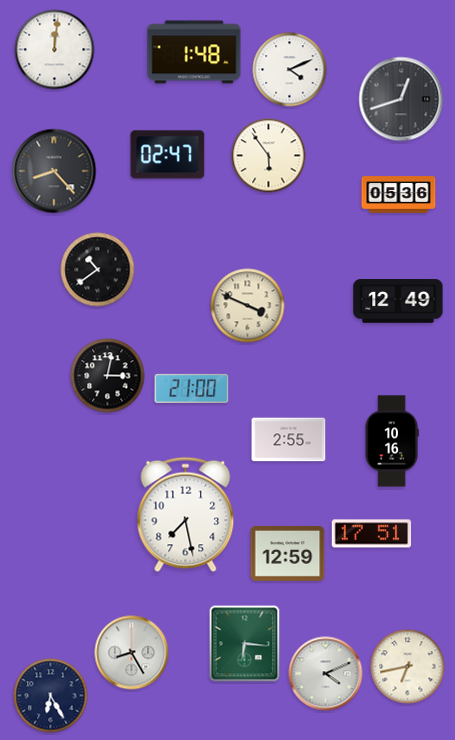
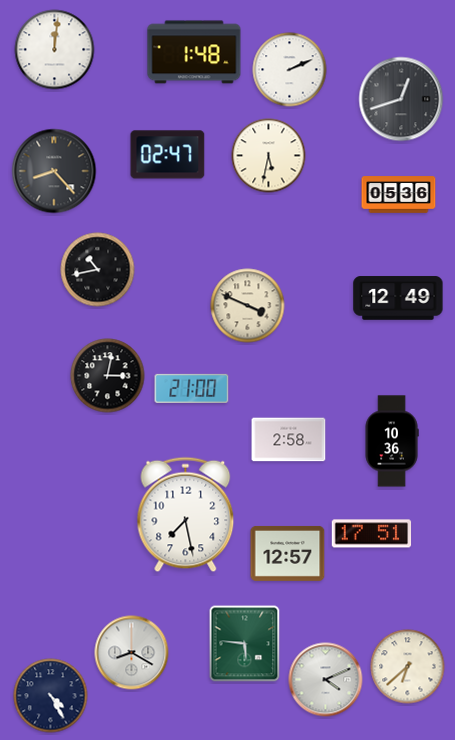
clock at (290, 70): 4:11 -> 2:11
clock at (269, 156): 5:54 -> 5:32
clock at (98, 270): 10:39 -> 10:43
clock at (398, 301) position: (398, 301) -> (398, 298)
clock at (289, 440): 2:55 -> 2:58
clock at (392, 441): 10:16 -> 10:36
clock at (288, 553): 12:59 -> 12:57
clock at (245, 644): 6:16 -> 5:46
clock at (132, 653): 8:25 -> 8:20
clock at (408, 667): 6:43 -> 6:38
clock at (326, 674) position: (326, 674) -> (326, 680)
clock at (51, 696): 6:25 -> 4:25
